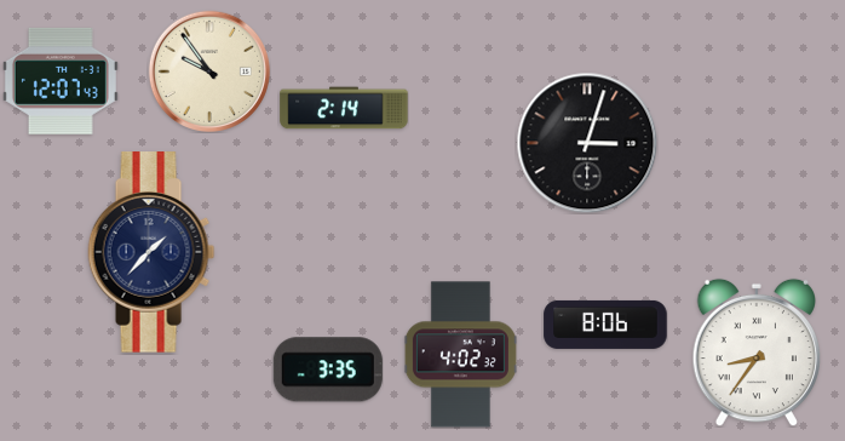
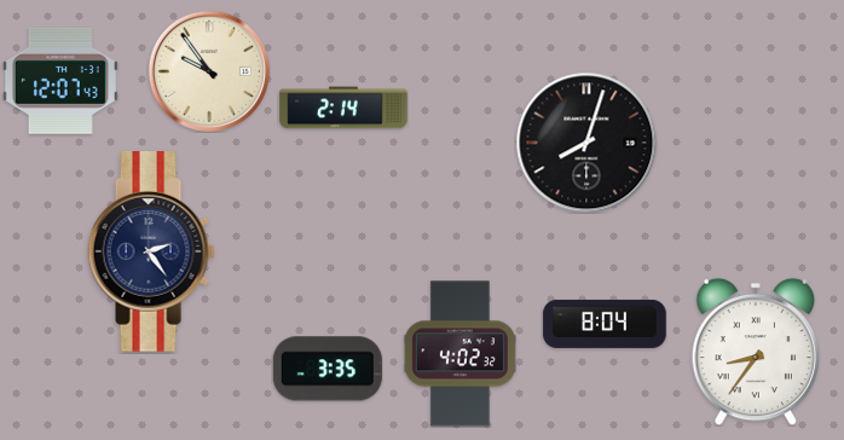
clock at (587, 143): 3:03 -> 8:03
clock at (151, 252): 1:37 -> 2:24
clock at (605, 325): 8:06 -> 8:04
